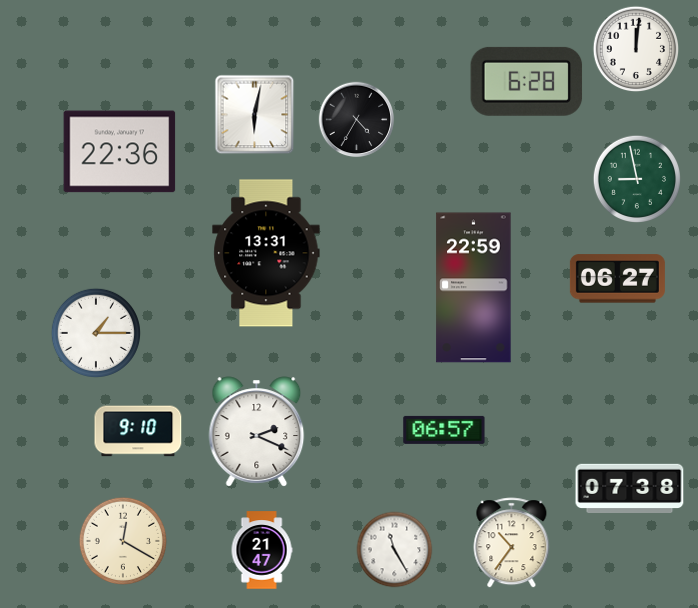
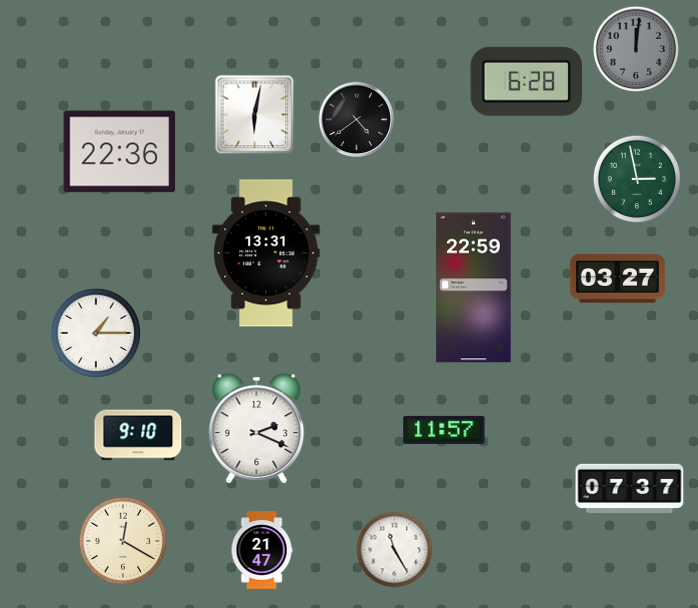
clock at (636, 49) dial: white -> grey
clock at (357, 120): 4:35 -> 4:39
clock at (636, 178): 8:58 -> 2:58
clock at (617, 279): 06:27 -> 03:27
clock at (444, 430): 06:57 -> 11:57
clock at (138, 431) position: (138, 431) -> (138, 435)
clock at (257, 432) position: (257, 432) -> (257, 429)
clock at (630, 489): 07:38 -> 07:37
clock at (512, 543): 10:36 -> none
